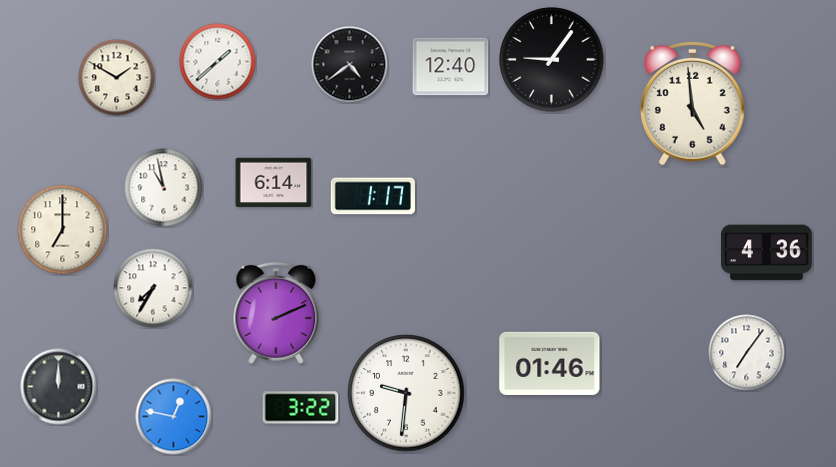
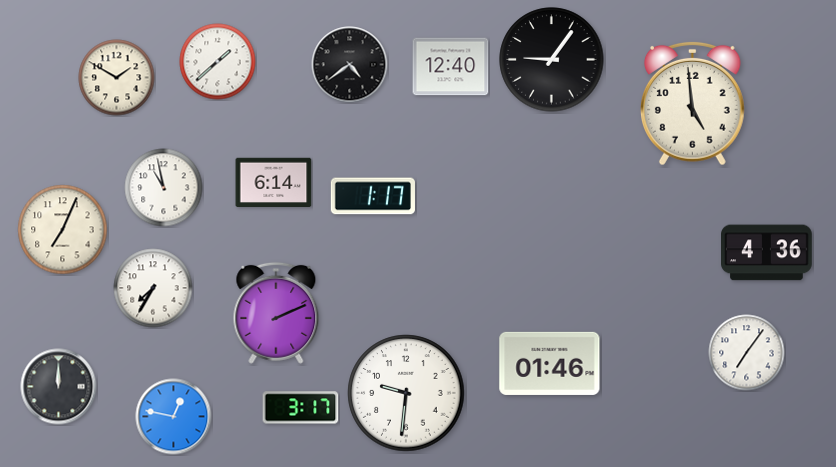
clock at (63, 230): 7:00 -> 7:04
clock at (301, 408): 3:22 -> 3:17
